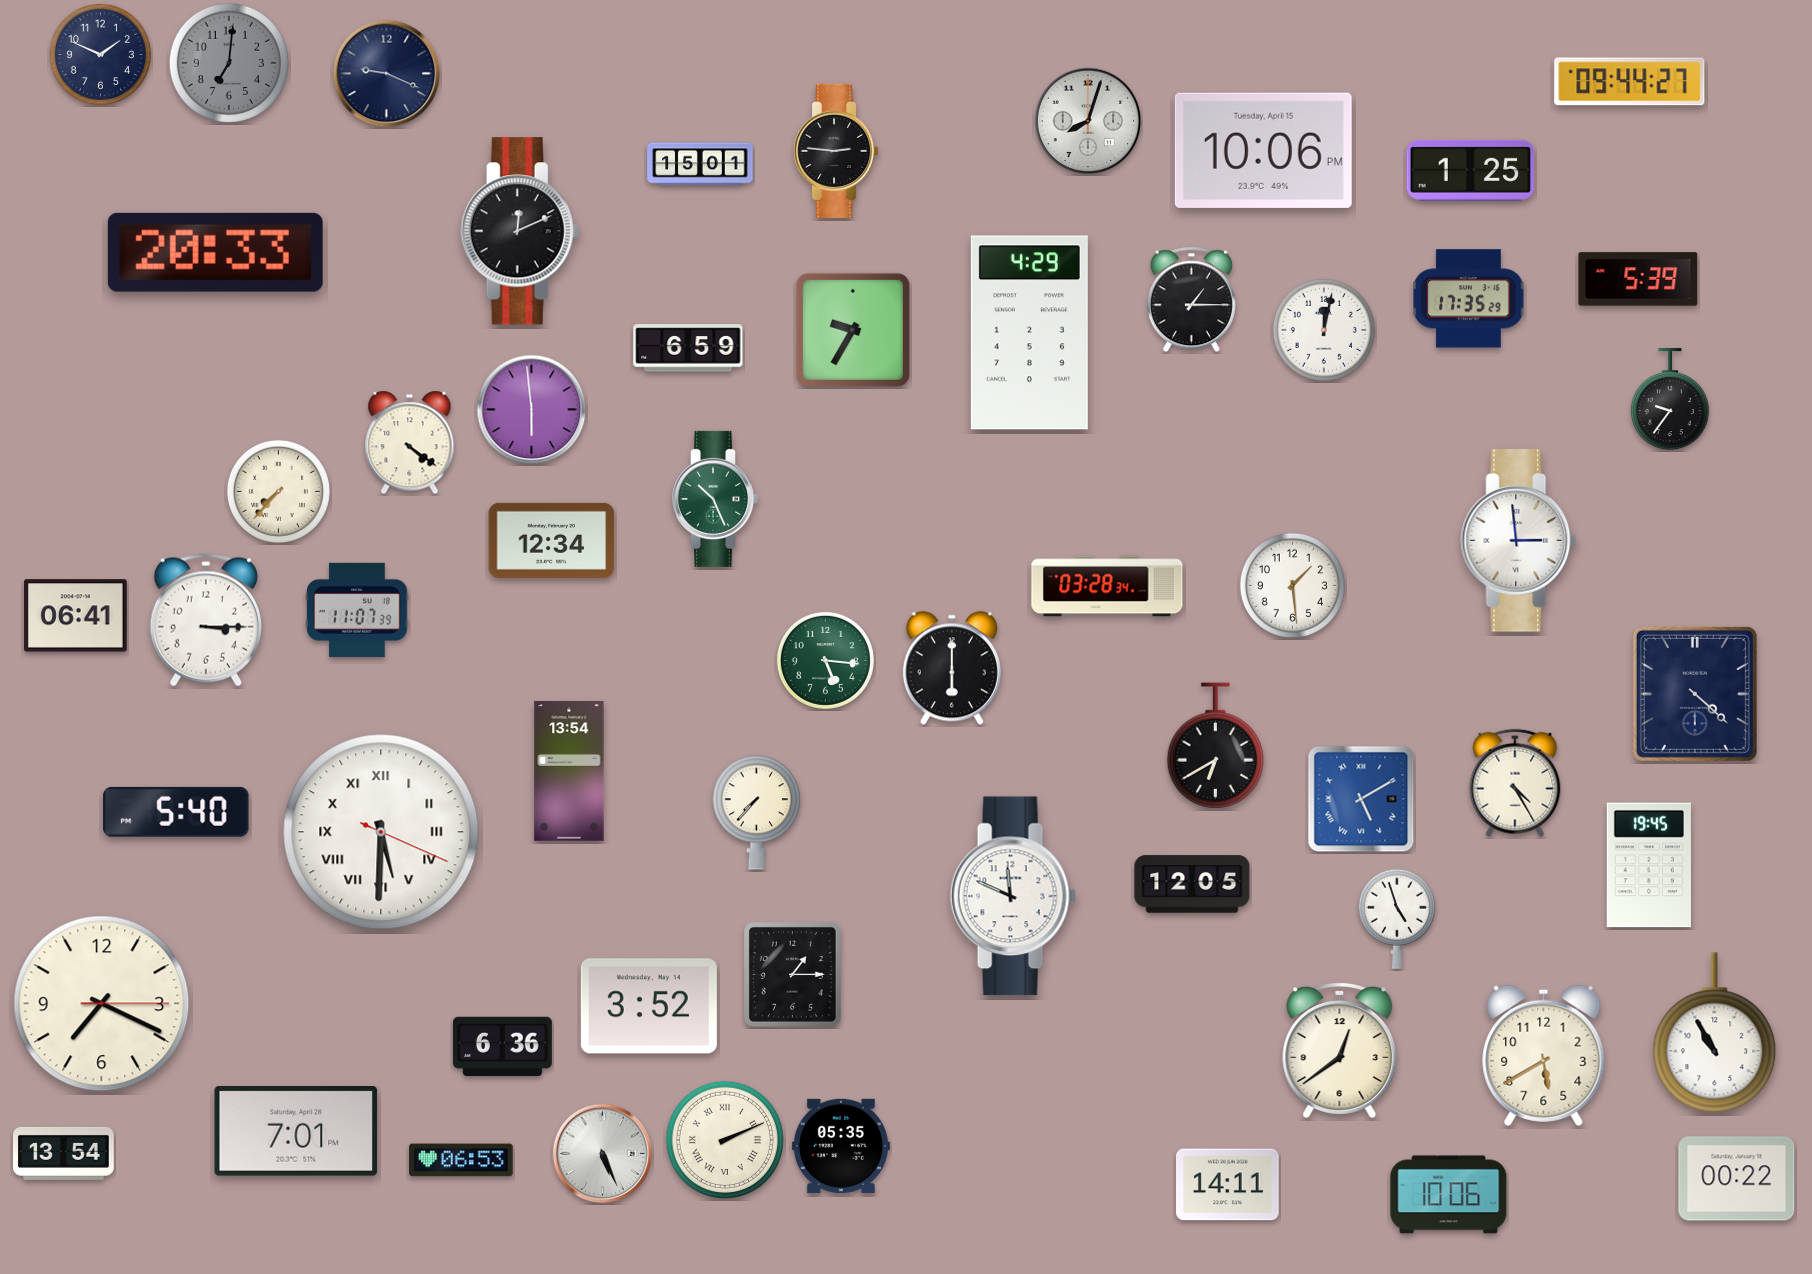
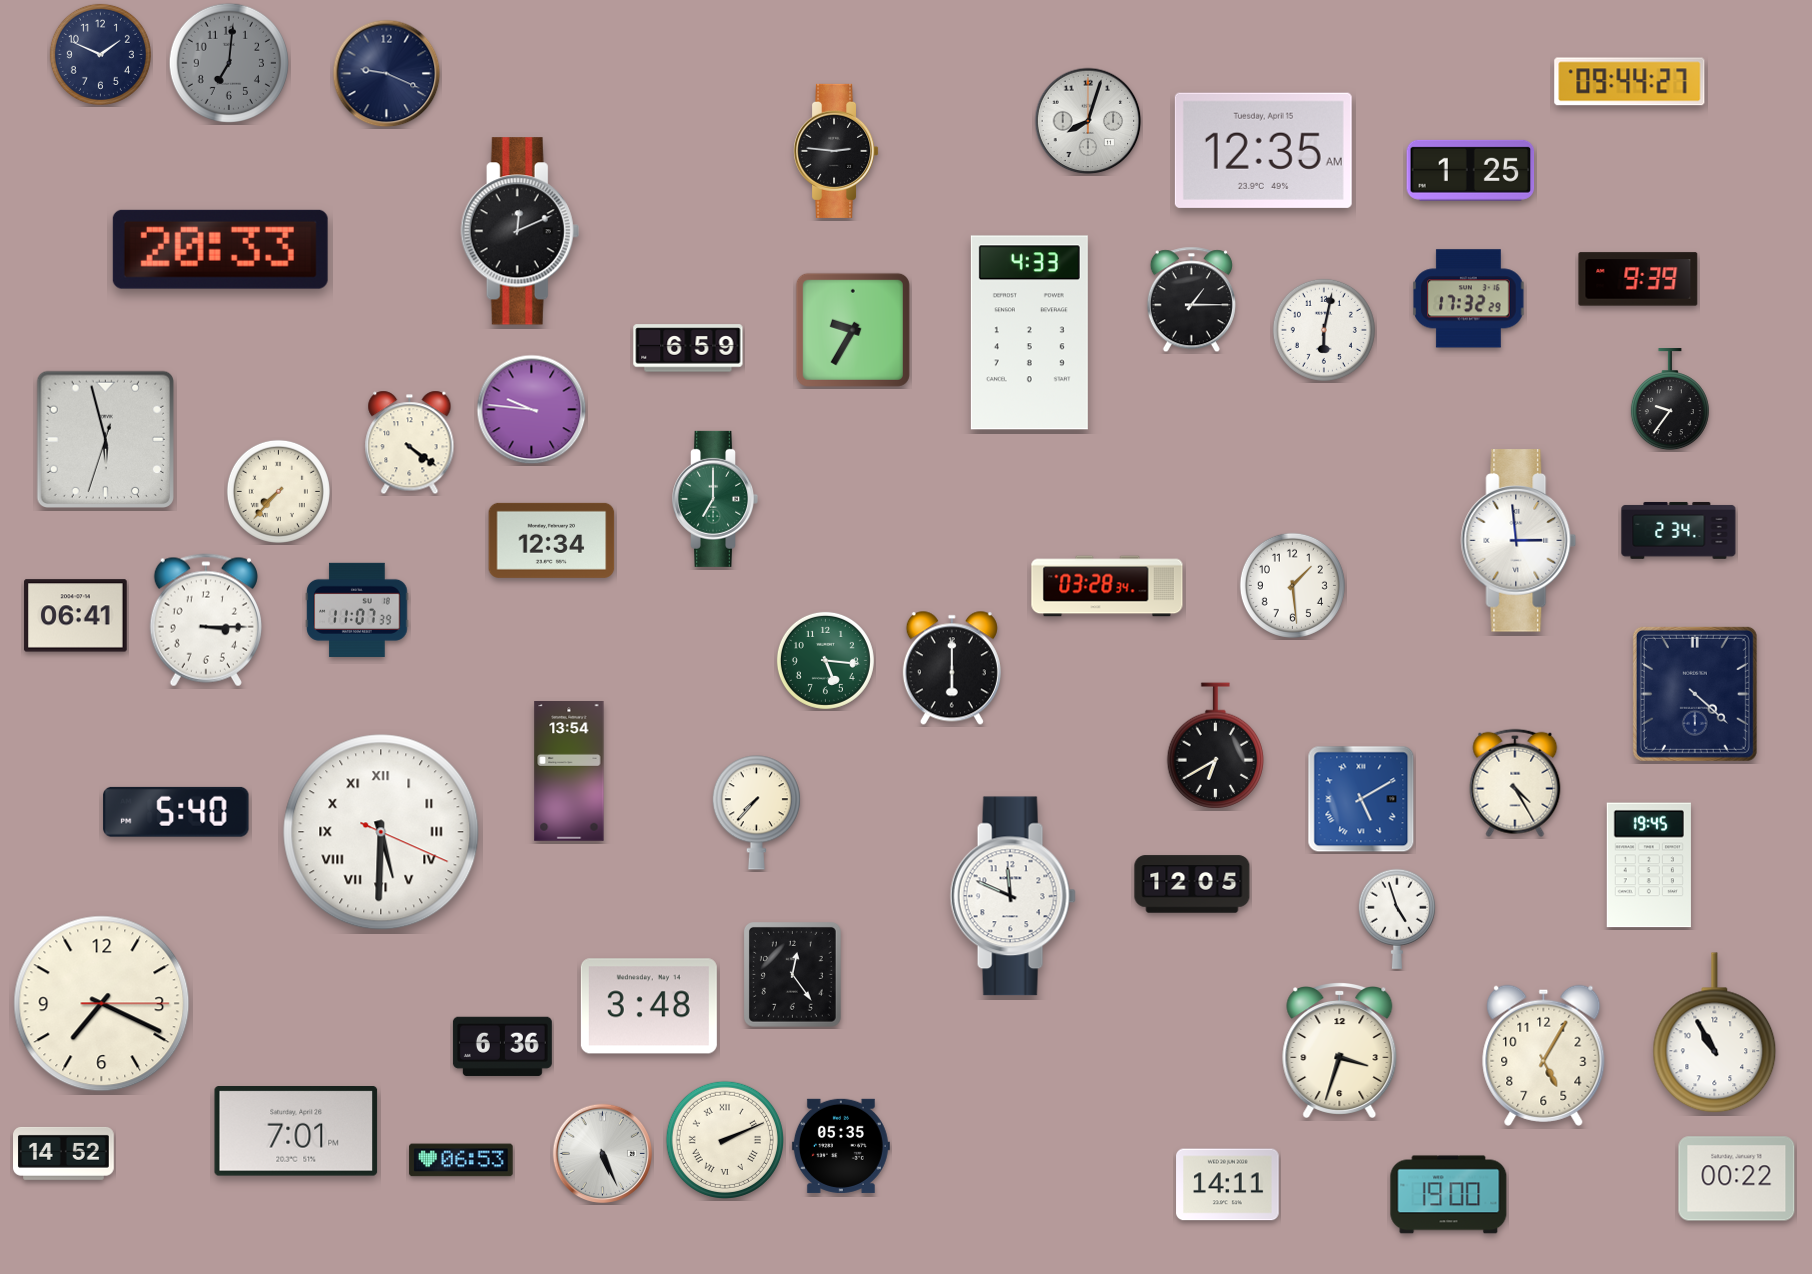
clock at (1263, 150): 10:06 -> 12:35
clock at (700, 164): 15:01 -> none
clock at (215, 252) position: (215, 252) -> (220, 249)
clock at (1638, 279): 5:39 -> 9:39
clock at (1469, 299): 17:35 -> 17:32
clock at (1324, 330): 12:02 -> 6:02
clock at (1029, 333): 4:29 -> 4:33
clock at (532, 410): 5:59 -> 9:46
clock at (105, 439): none -> 5:57
clock at (715, 499): 10:26 -> 7:00
clock at (1679, 530): none -> 2:34
clock at (793, 975): 1:15 -> 12:24
clock at (649, 1006): 3:52 -> 3:48
clock at (1340, 1051): 12:39 -> 3:33
clock at (1544, 1055): 5:40 -> 5:05
clock at (64, 1153): 13:54 -> 14:52
clock at (1449, 1195): 10:06 -> 19:00
